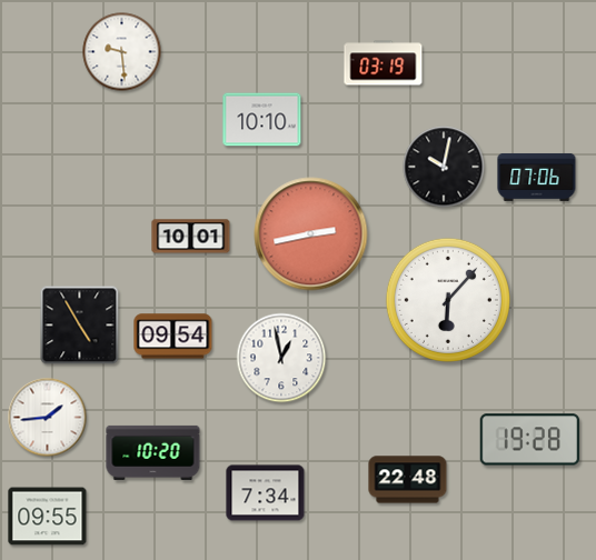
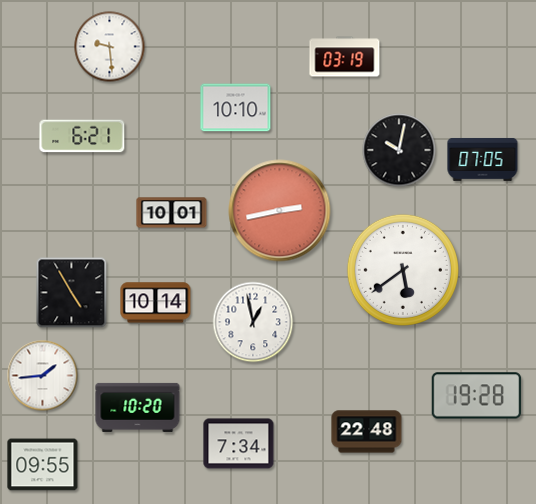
clock at (82, 136): none -> 6:21
clock at (537, 177): 07:06 -> 07:05
clock at (448, 300): 6:07 -> 5:39
clock at (173, 337): 09:54 -> 10:14
